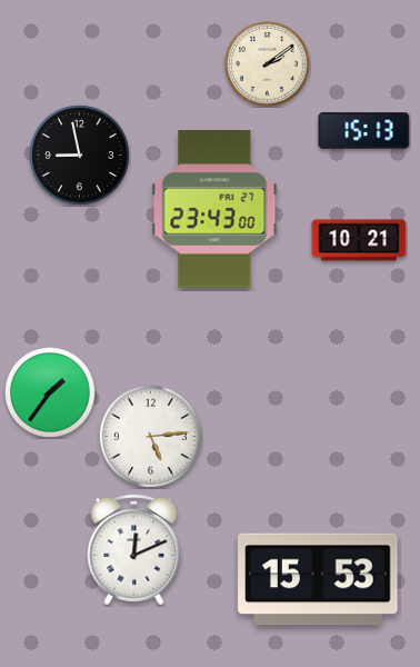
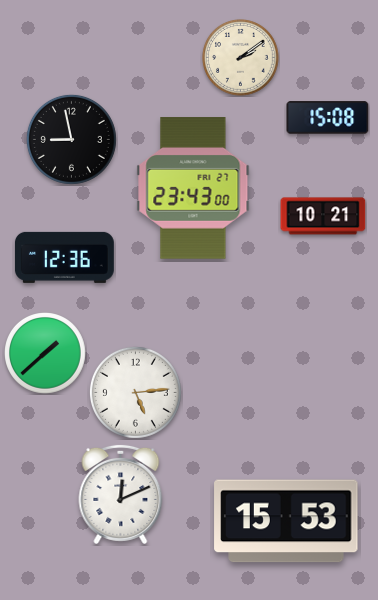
clock at (364, 131): 15:13 -> 15:08
clock at (64, 257): none -> 12:36
clock at (51, 394): 1:36 -> 1:38
